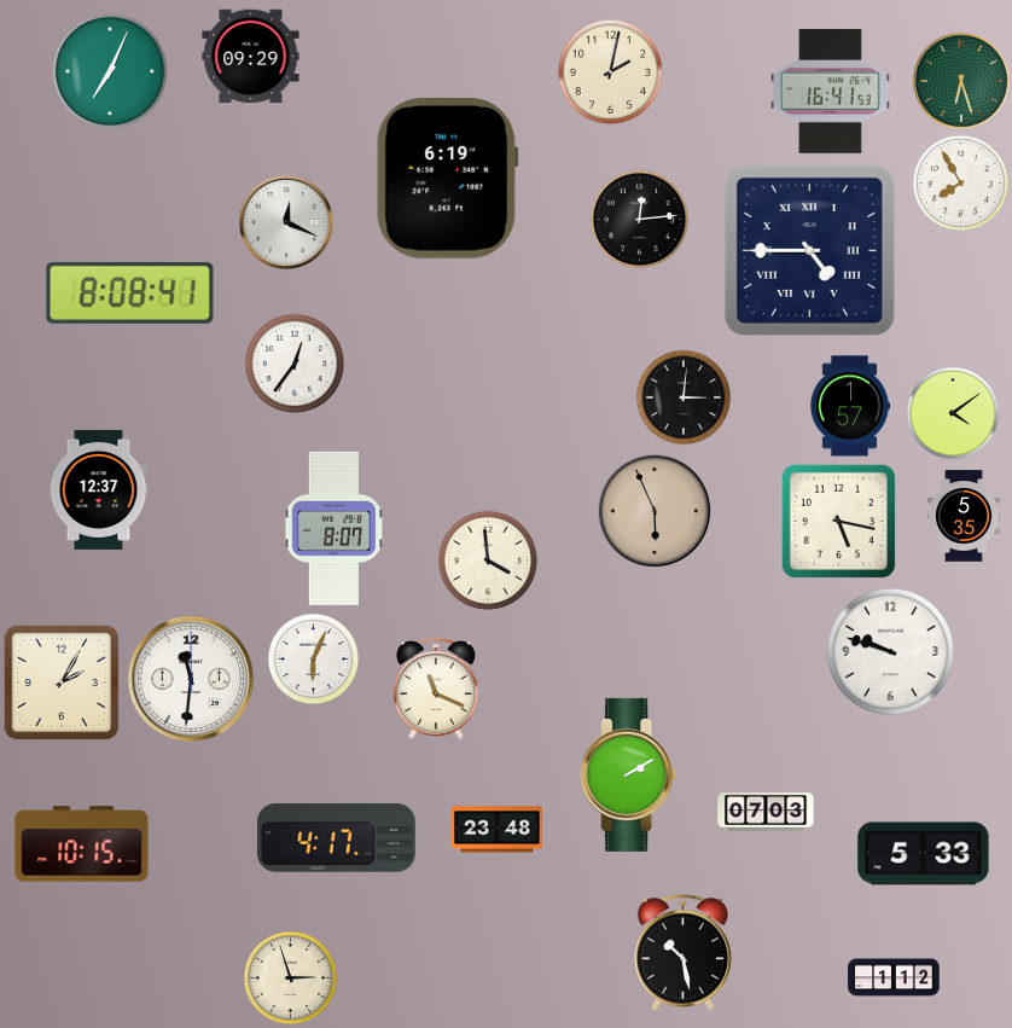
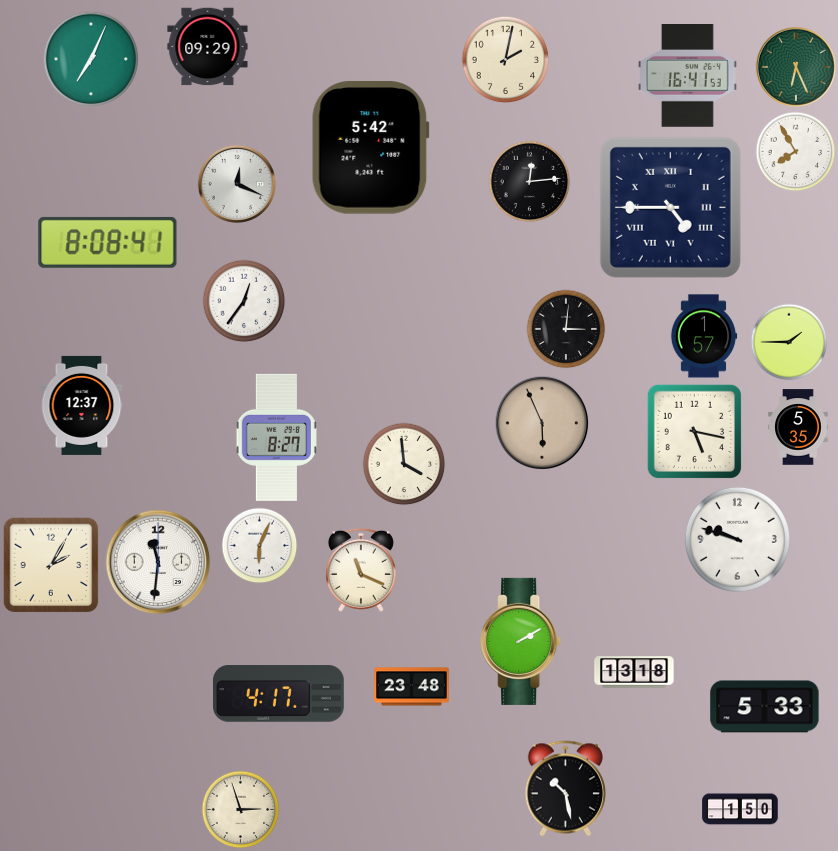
clock at (961, 81): 6:27 -> 6:26
clock at (447, 179): 6:19 -> 5:42
clock at (953, 413): 4:09 -> 1:45
clock at (333, 528): 8:07 -> 8:27
clock at (766, 812): 07:03 -> 13:18
clock at (82, 844): 10:15 -> none
clock at (894, 977): 1:12 -> 1:50
